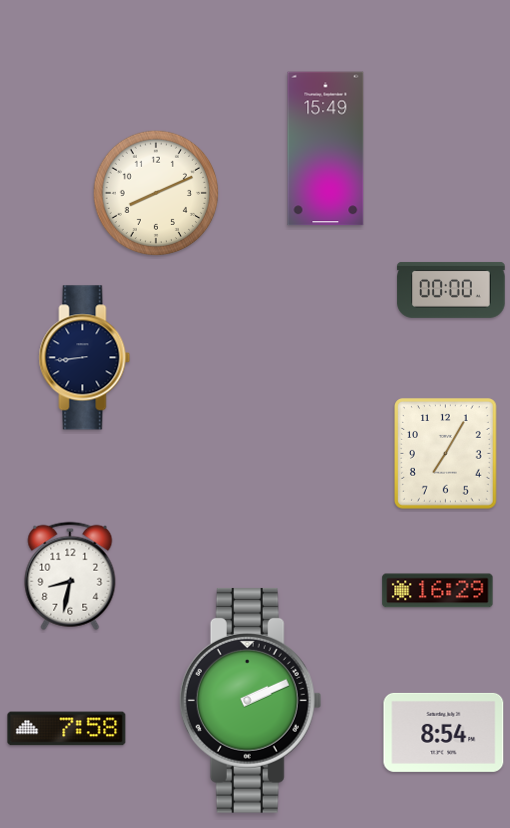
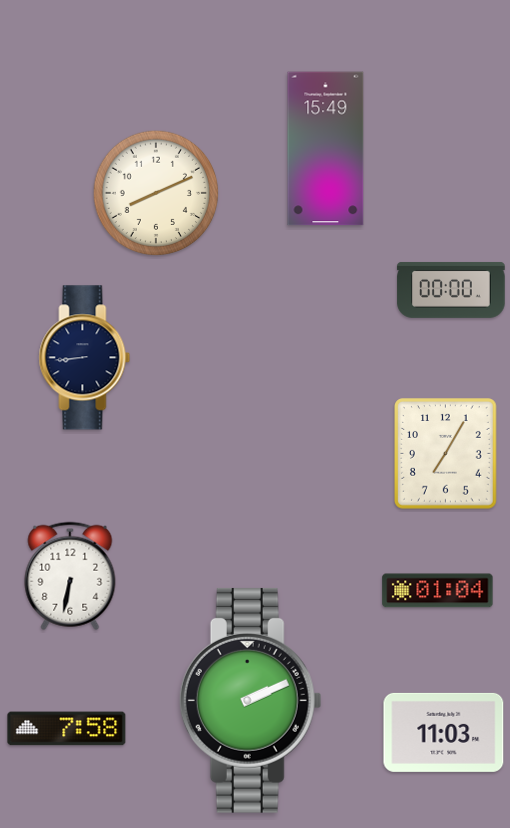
clock at (70, 576): 8:32 -> 6:32
clock at (438, 591): 16:29 -> 01:04
clock at (444, 732): 8:54 -> 11:03
